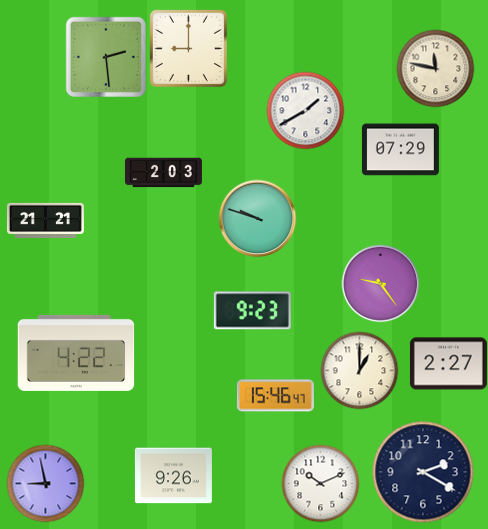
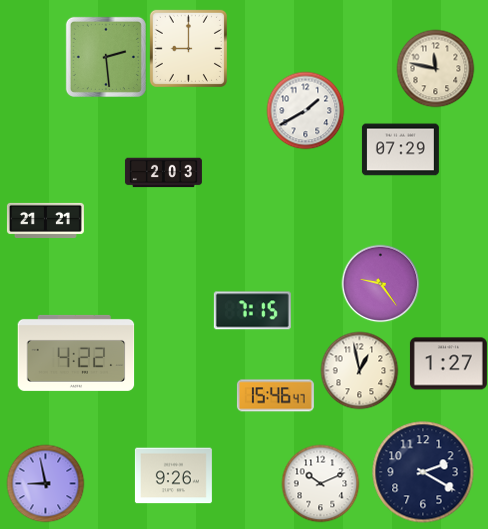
clock at (257, 218): 9:48 -> none
clock at (252, 311): 9:23 -> 7:15
clock at (448, 364): 2:27 -> 1:27
clock at (359, 370): 1:00 -> 12:58
